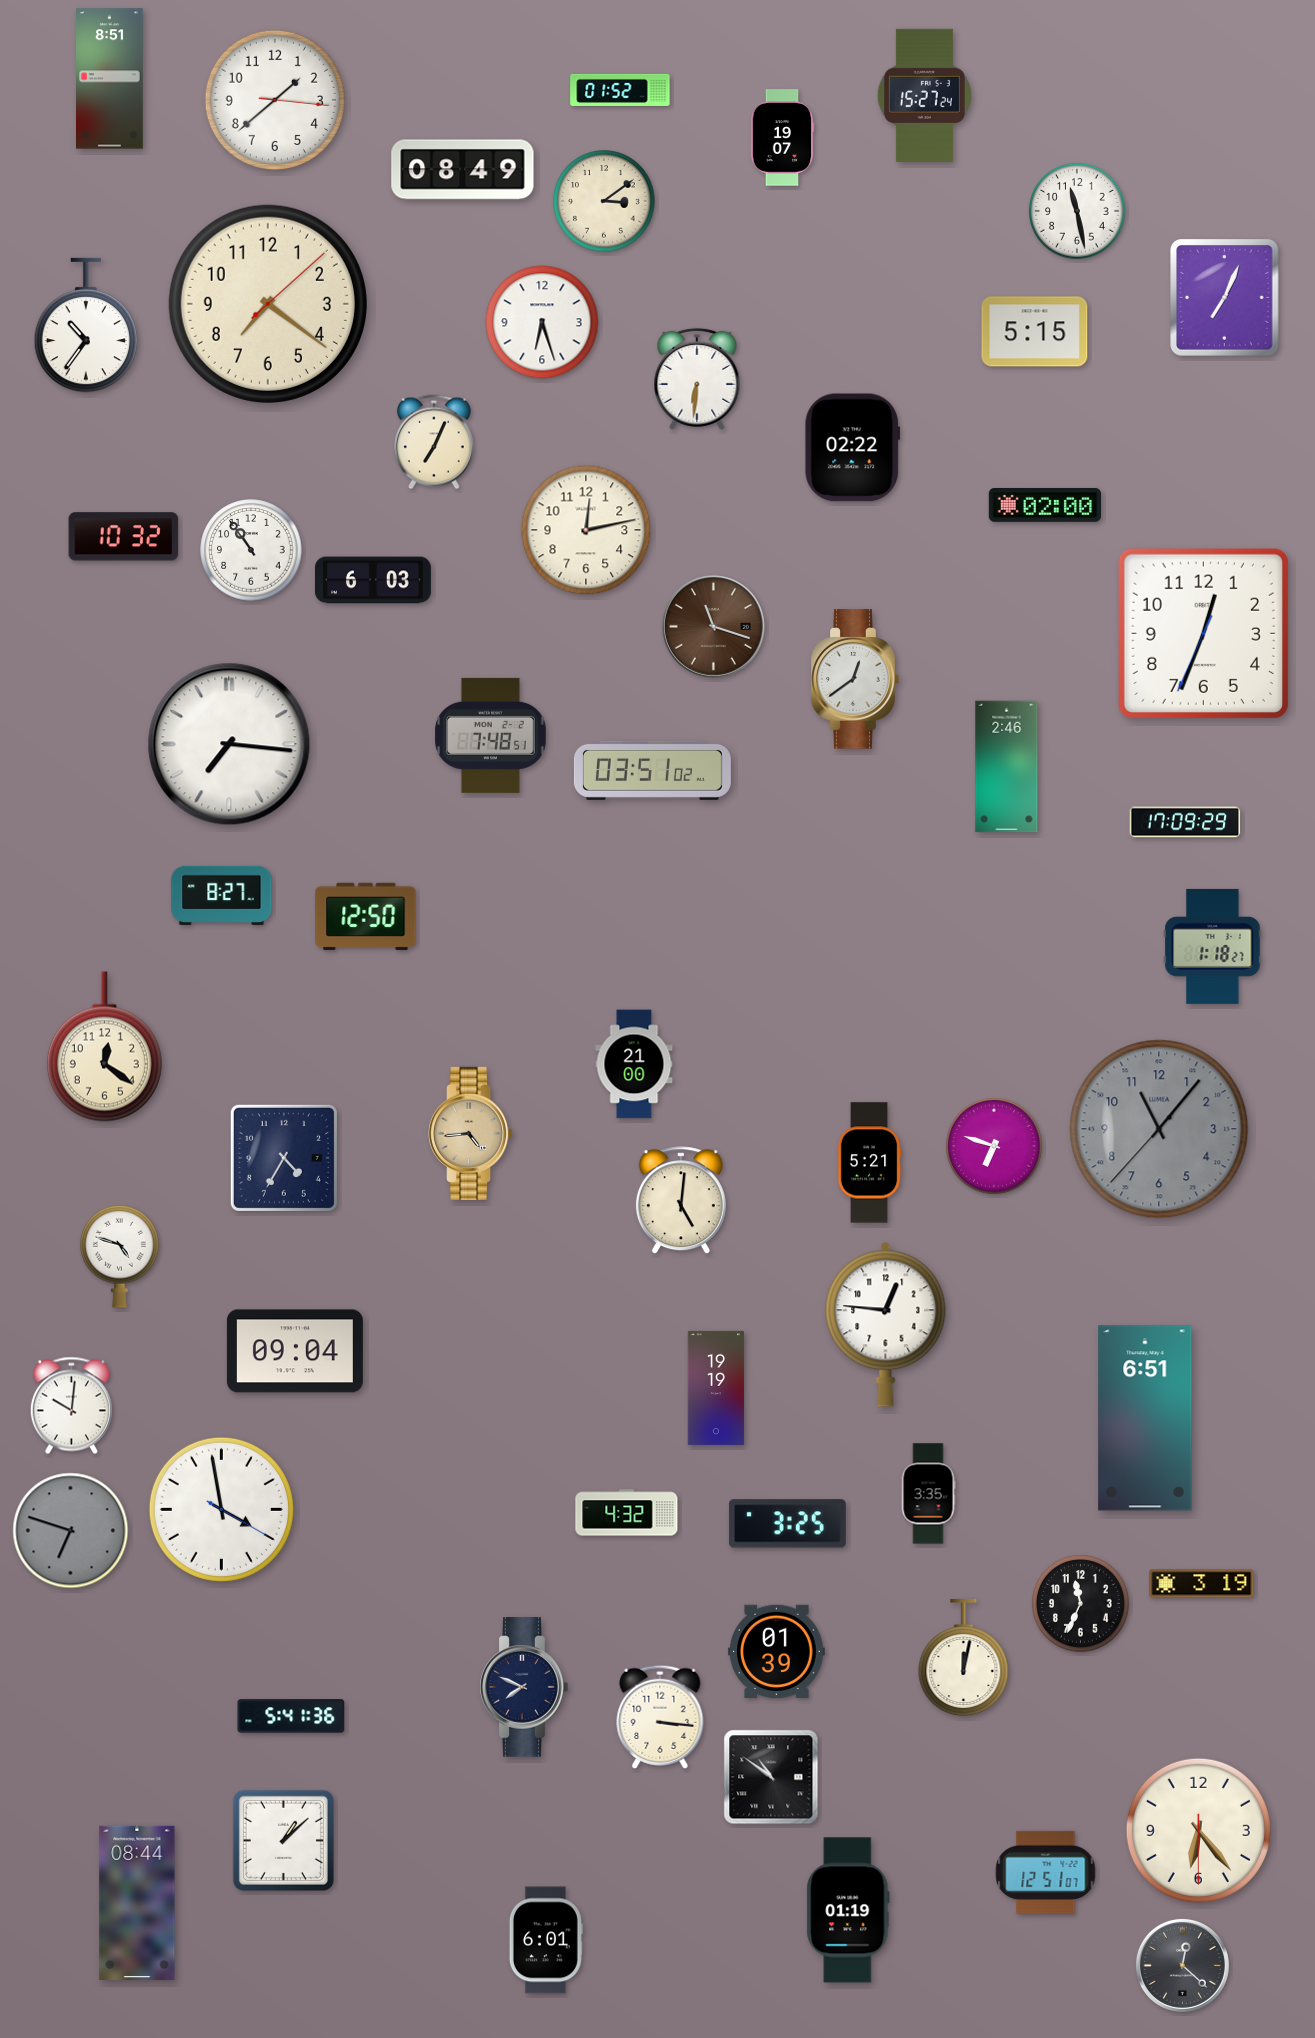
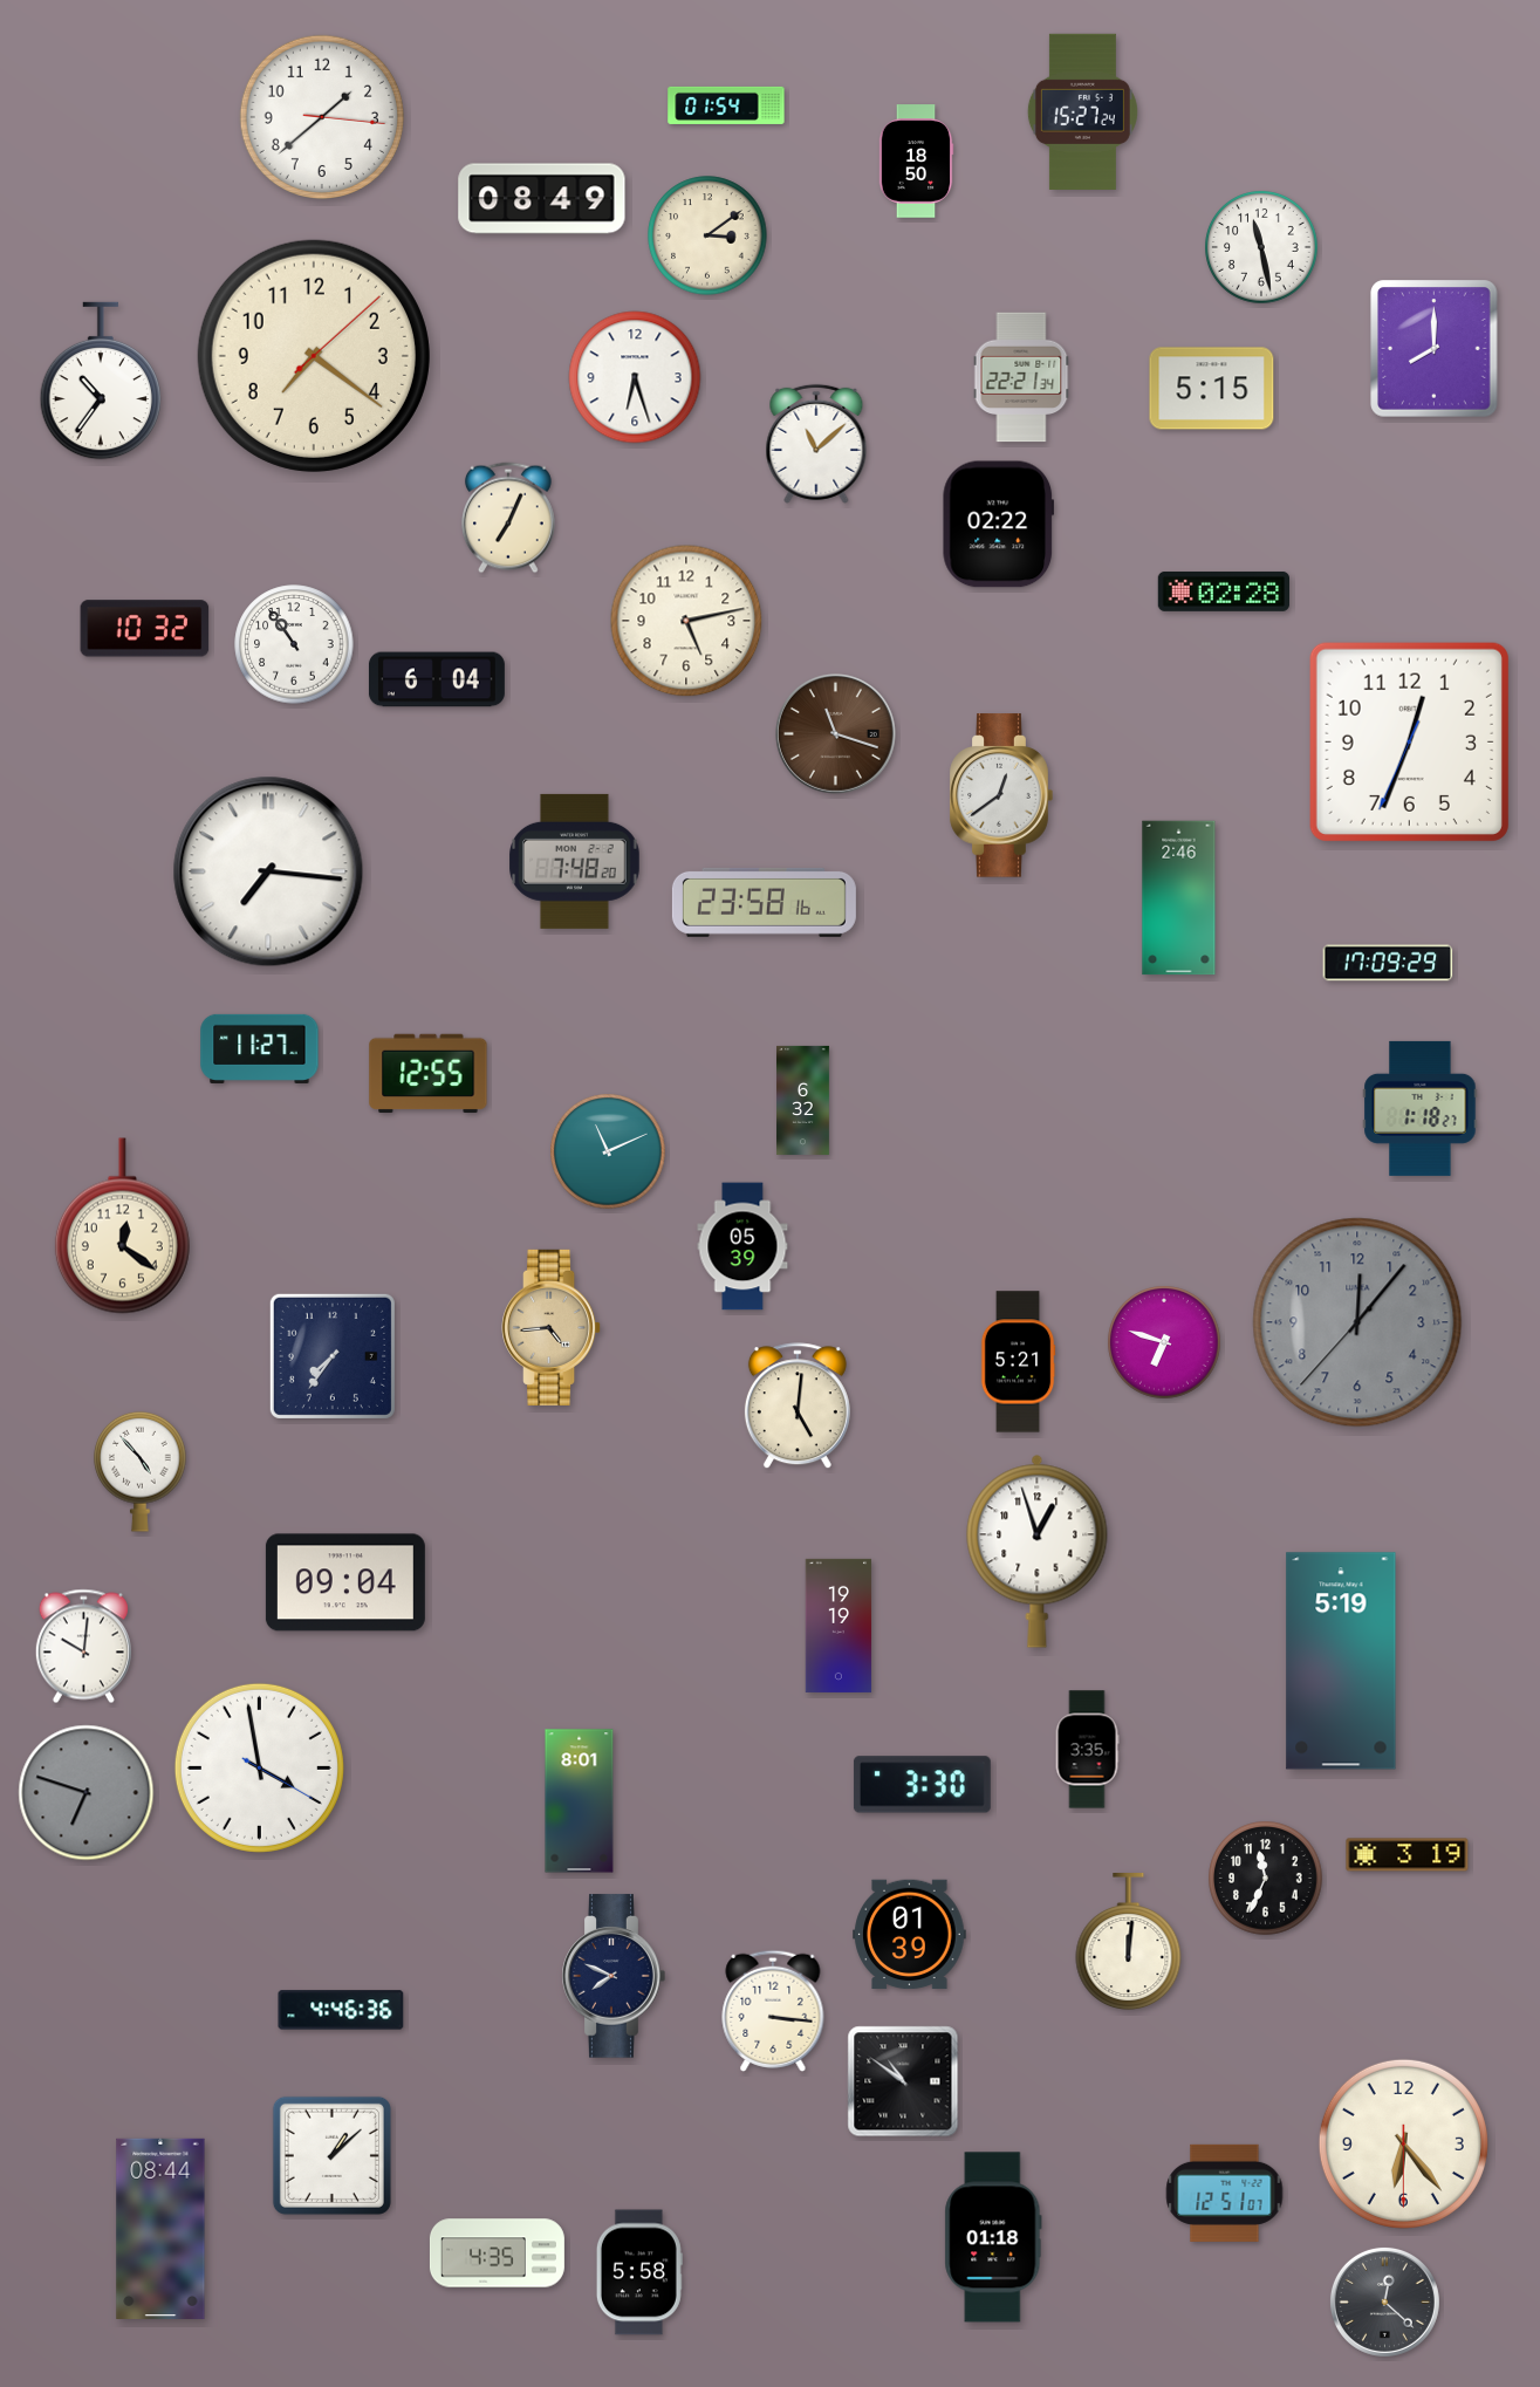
clock at (110, 79): 8:51 -> none
clock at (620, 90): 01:52 -> 01:54
clock at (782, 138): 19:07 -> 18:50
clock at (1225, 298): 7:04 -> 8:00
clock at (1021, 377): none -> 22:21
clock at (697, 379): 6:31 -> 11:08
clock at (1044, 505): 02:00 -> 02:28
clock at (586, 530): 12:13 -> 5:13
clock at (373, 580): 6:03 -> 6:04
clock at (491, 735): 7:48:51 -> 7:48:20
clock at (652, 770): 03:51 -> 23:58
clock at (222, 895): 8:27 -> 11:27
clock at (366, 917): 12:50 -> 12:55
clock at (803, 1100): none -> 6:32
clock at (608, 1151): none -> 11:11
clock at (634, 1064): 21:00 -> 05:39
clock at (1159, 1129): 11:06 -> 12:06
clock at (284, 1158): 4:35 -> 7:36
clock at (120, 1256): 4:48 -> 4:53
clock at (886, 1324): 12:46 -> 12:57
clock at (1145, 1418): 6:51 -> 5:19
clock at (627, 1513): 4:32 -> none
clock at (787, 1524): 3:25 -> 3:30
clock at (71, 1531) position: (71, 1531) -> (87, 1793)
clock at (580, 1801): none -> 8:01
clock at (964, 1659): 12:02 -> 12:01
clock at (291, 1716): 5:41 -> 4:46
clock at (848, 1910): 01:19 -> 01:18
clock at (497, 2253): none -> 4:35
clock at (546, 1940): 6:01 -> 5:58
